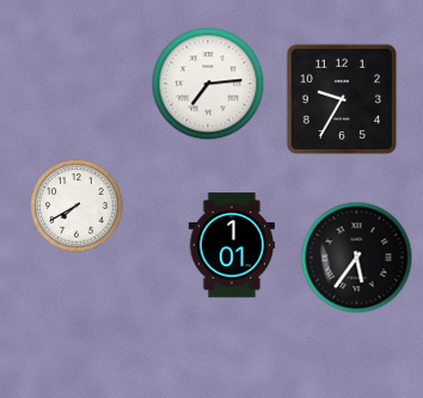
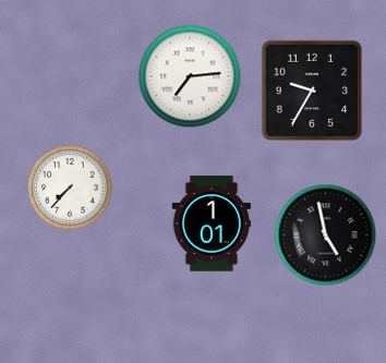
clock at (76, 206): 7:40 -> 7:37
clock at (357, 258): 5:36 -> 4:58
